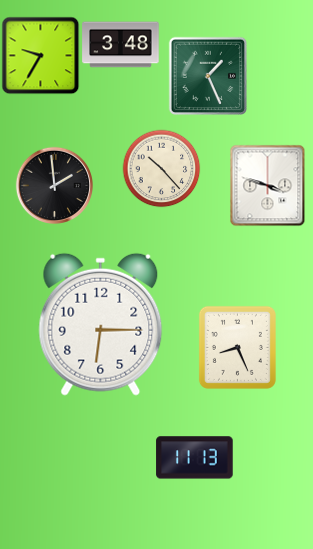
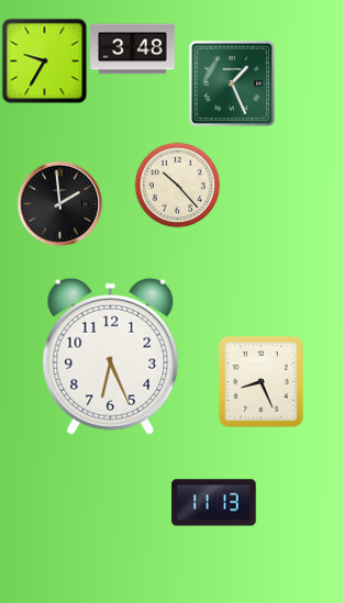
clock at (207, 75) position: (207, 75) -> (231, 82)
clock at (268, 185): 3:48 -> none
clock at (101, 324): 6:15 -> 6:26
